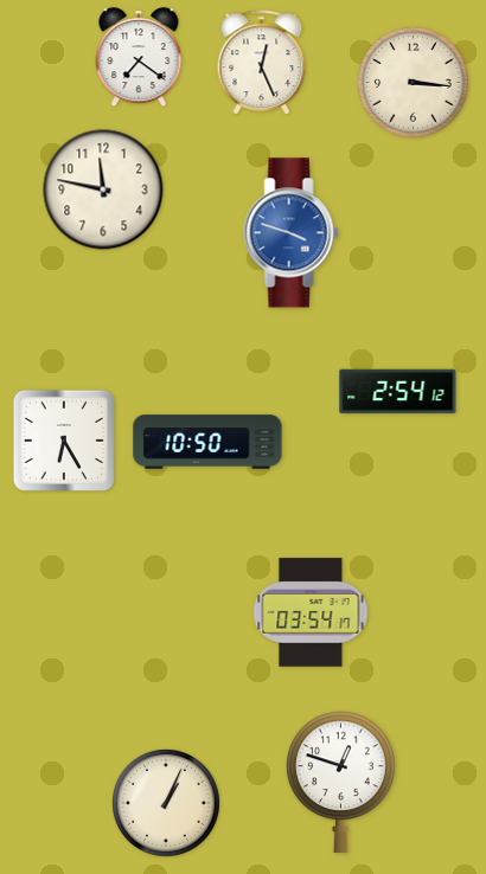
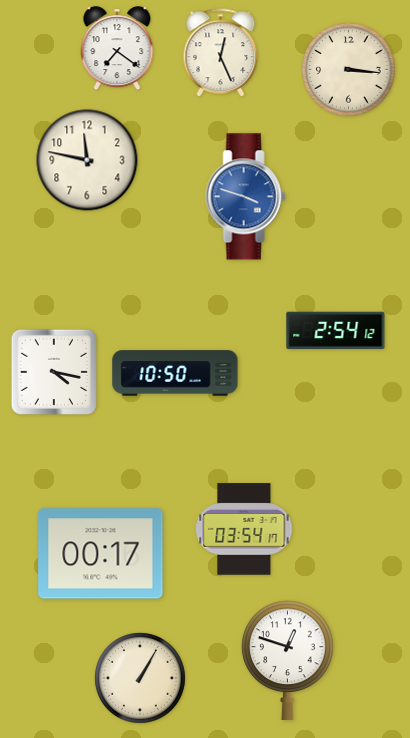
clock at (64, 441): 6:25 -> 4:17
clock at (311, 612) position: (311, 612) -> (244, 529)
clock at (101, 554): none -> 00:17
clock at (166, 803): 1:04 -> 1:05
